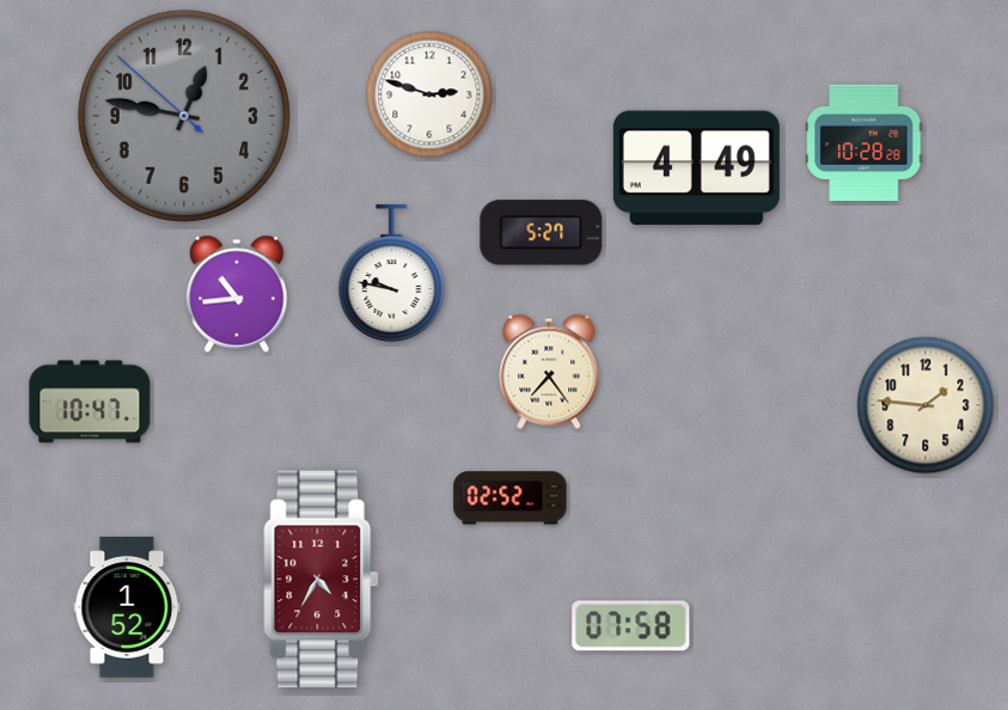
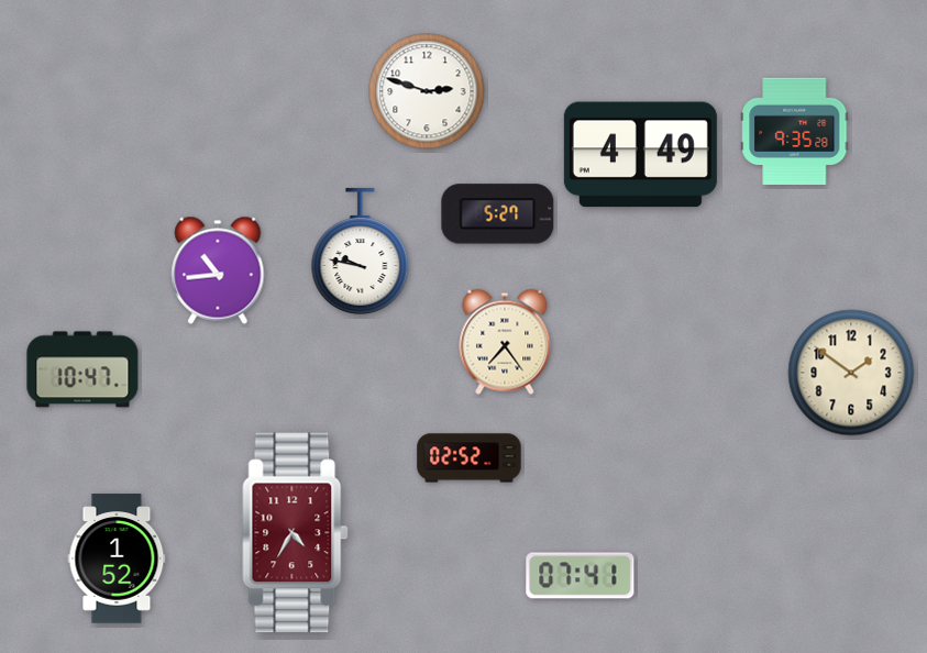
clock at (429, 94) position: (429, 94) -> (427, 91)
clock at (184, 116): 12:46 -> none
clock at (865, 143): 10:28 -> 9:35
clock at (925, 405): 1:46 -> 1:51
clock at (631, 626): 07:58 -> 07:41
